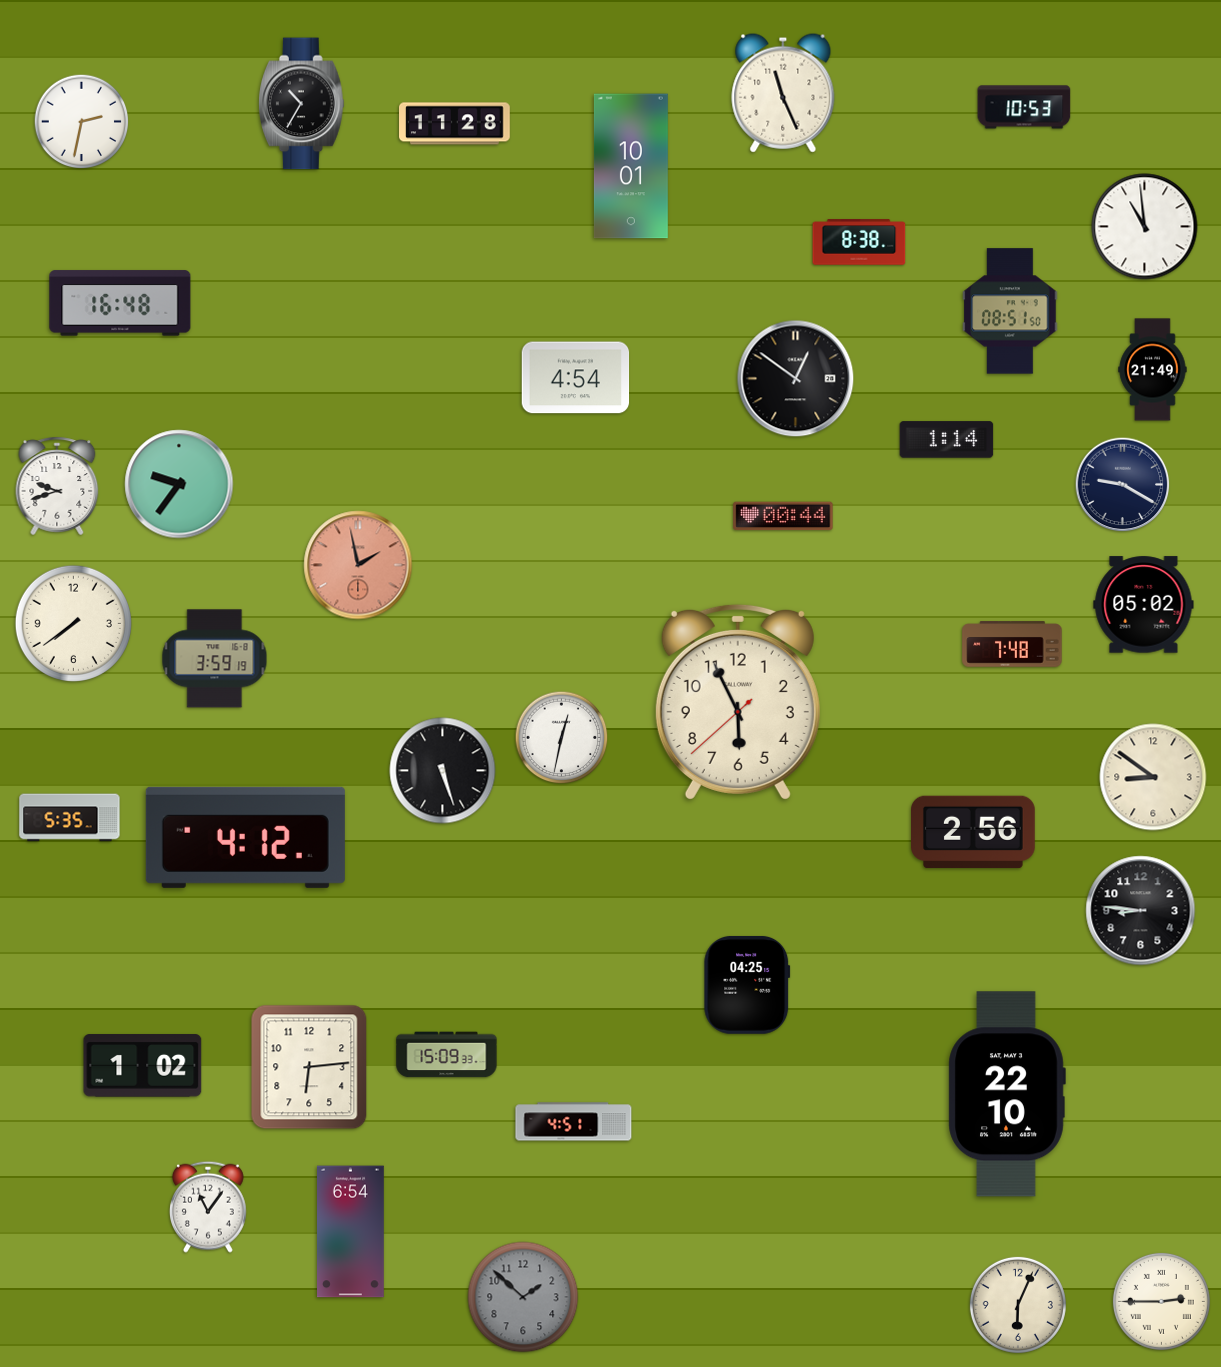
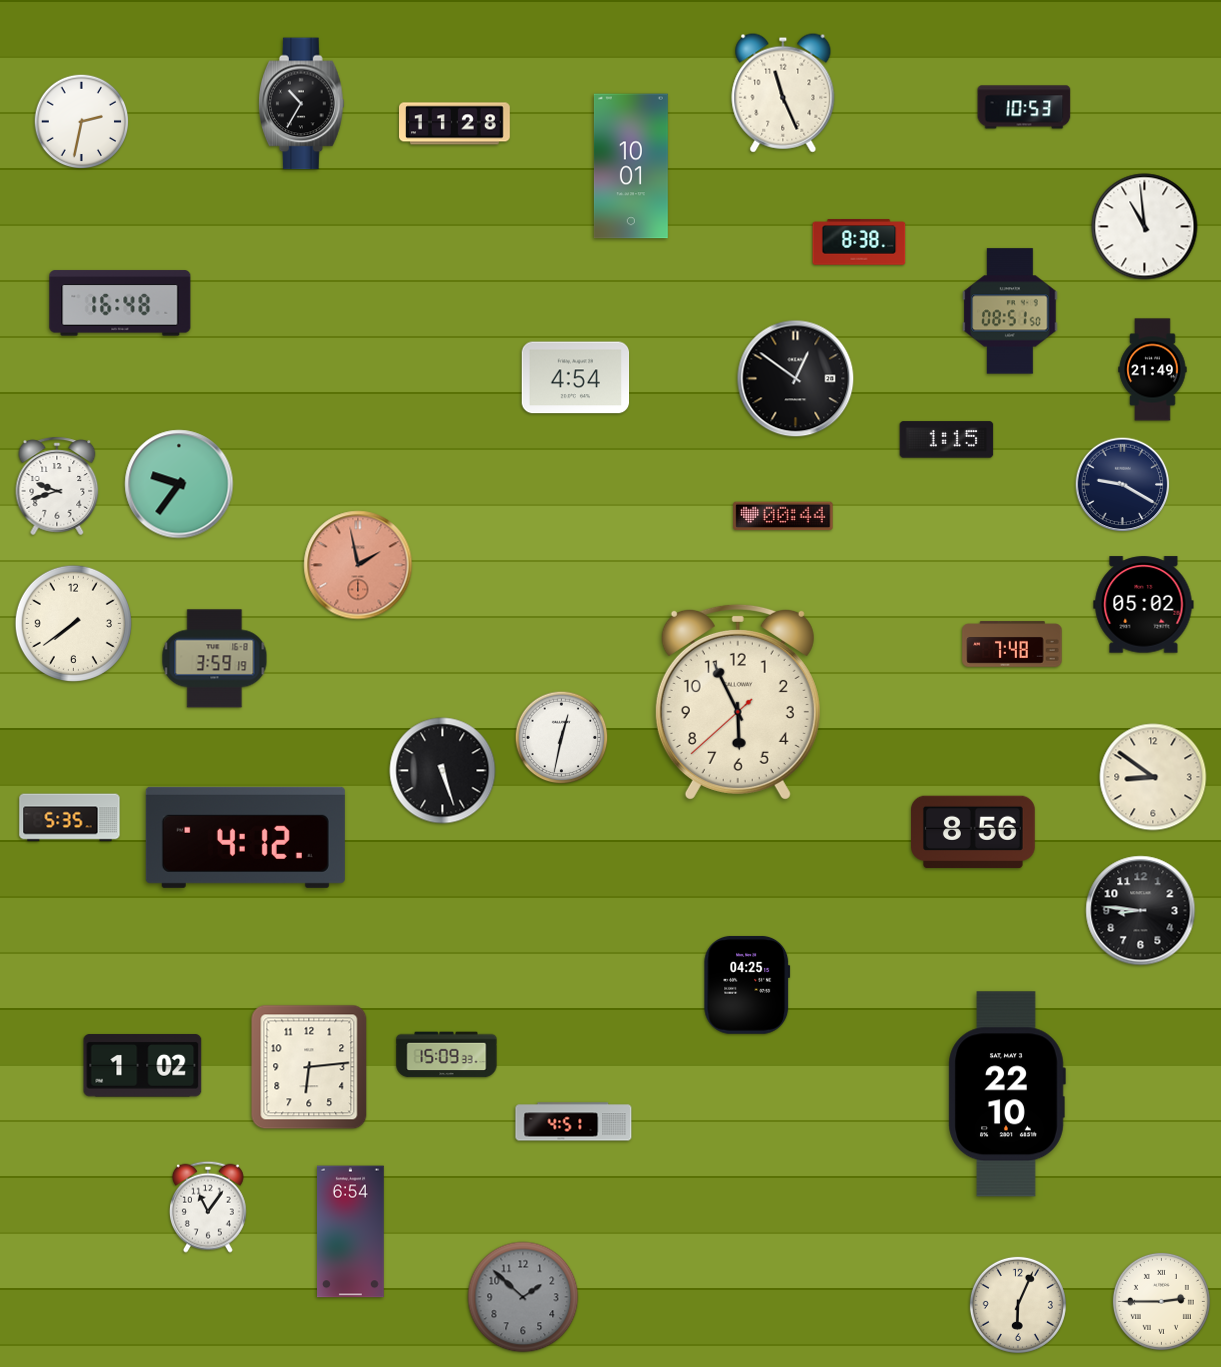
clock at (947, 440): 1:14 -> 1:15
clock at (974, 832): 2:56 -> 8:56
